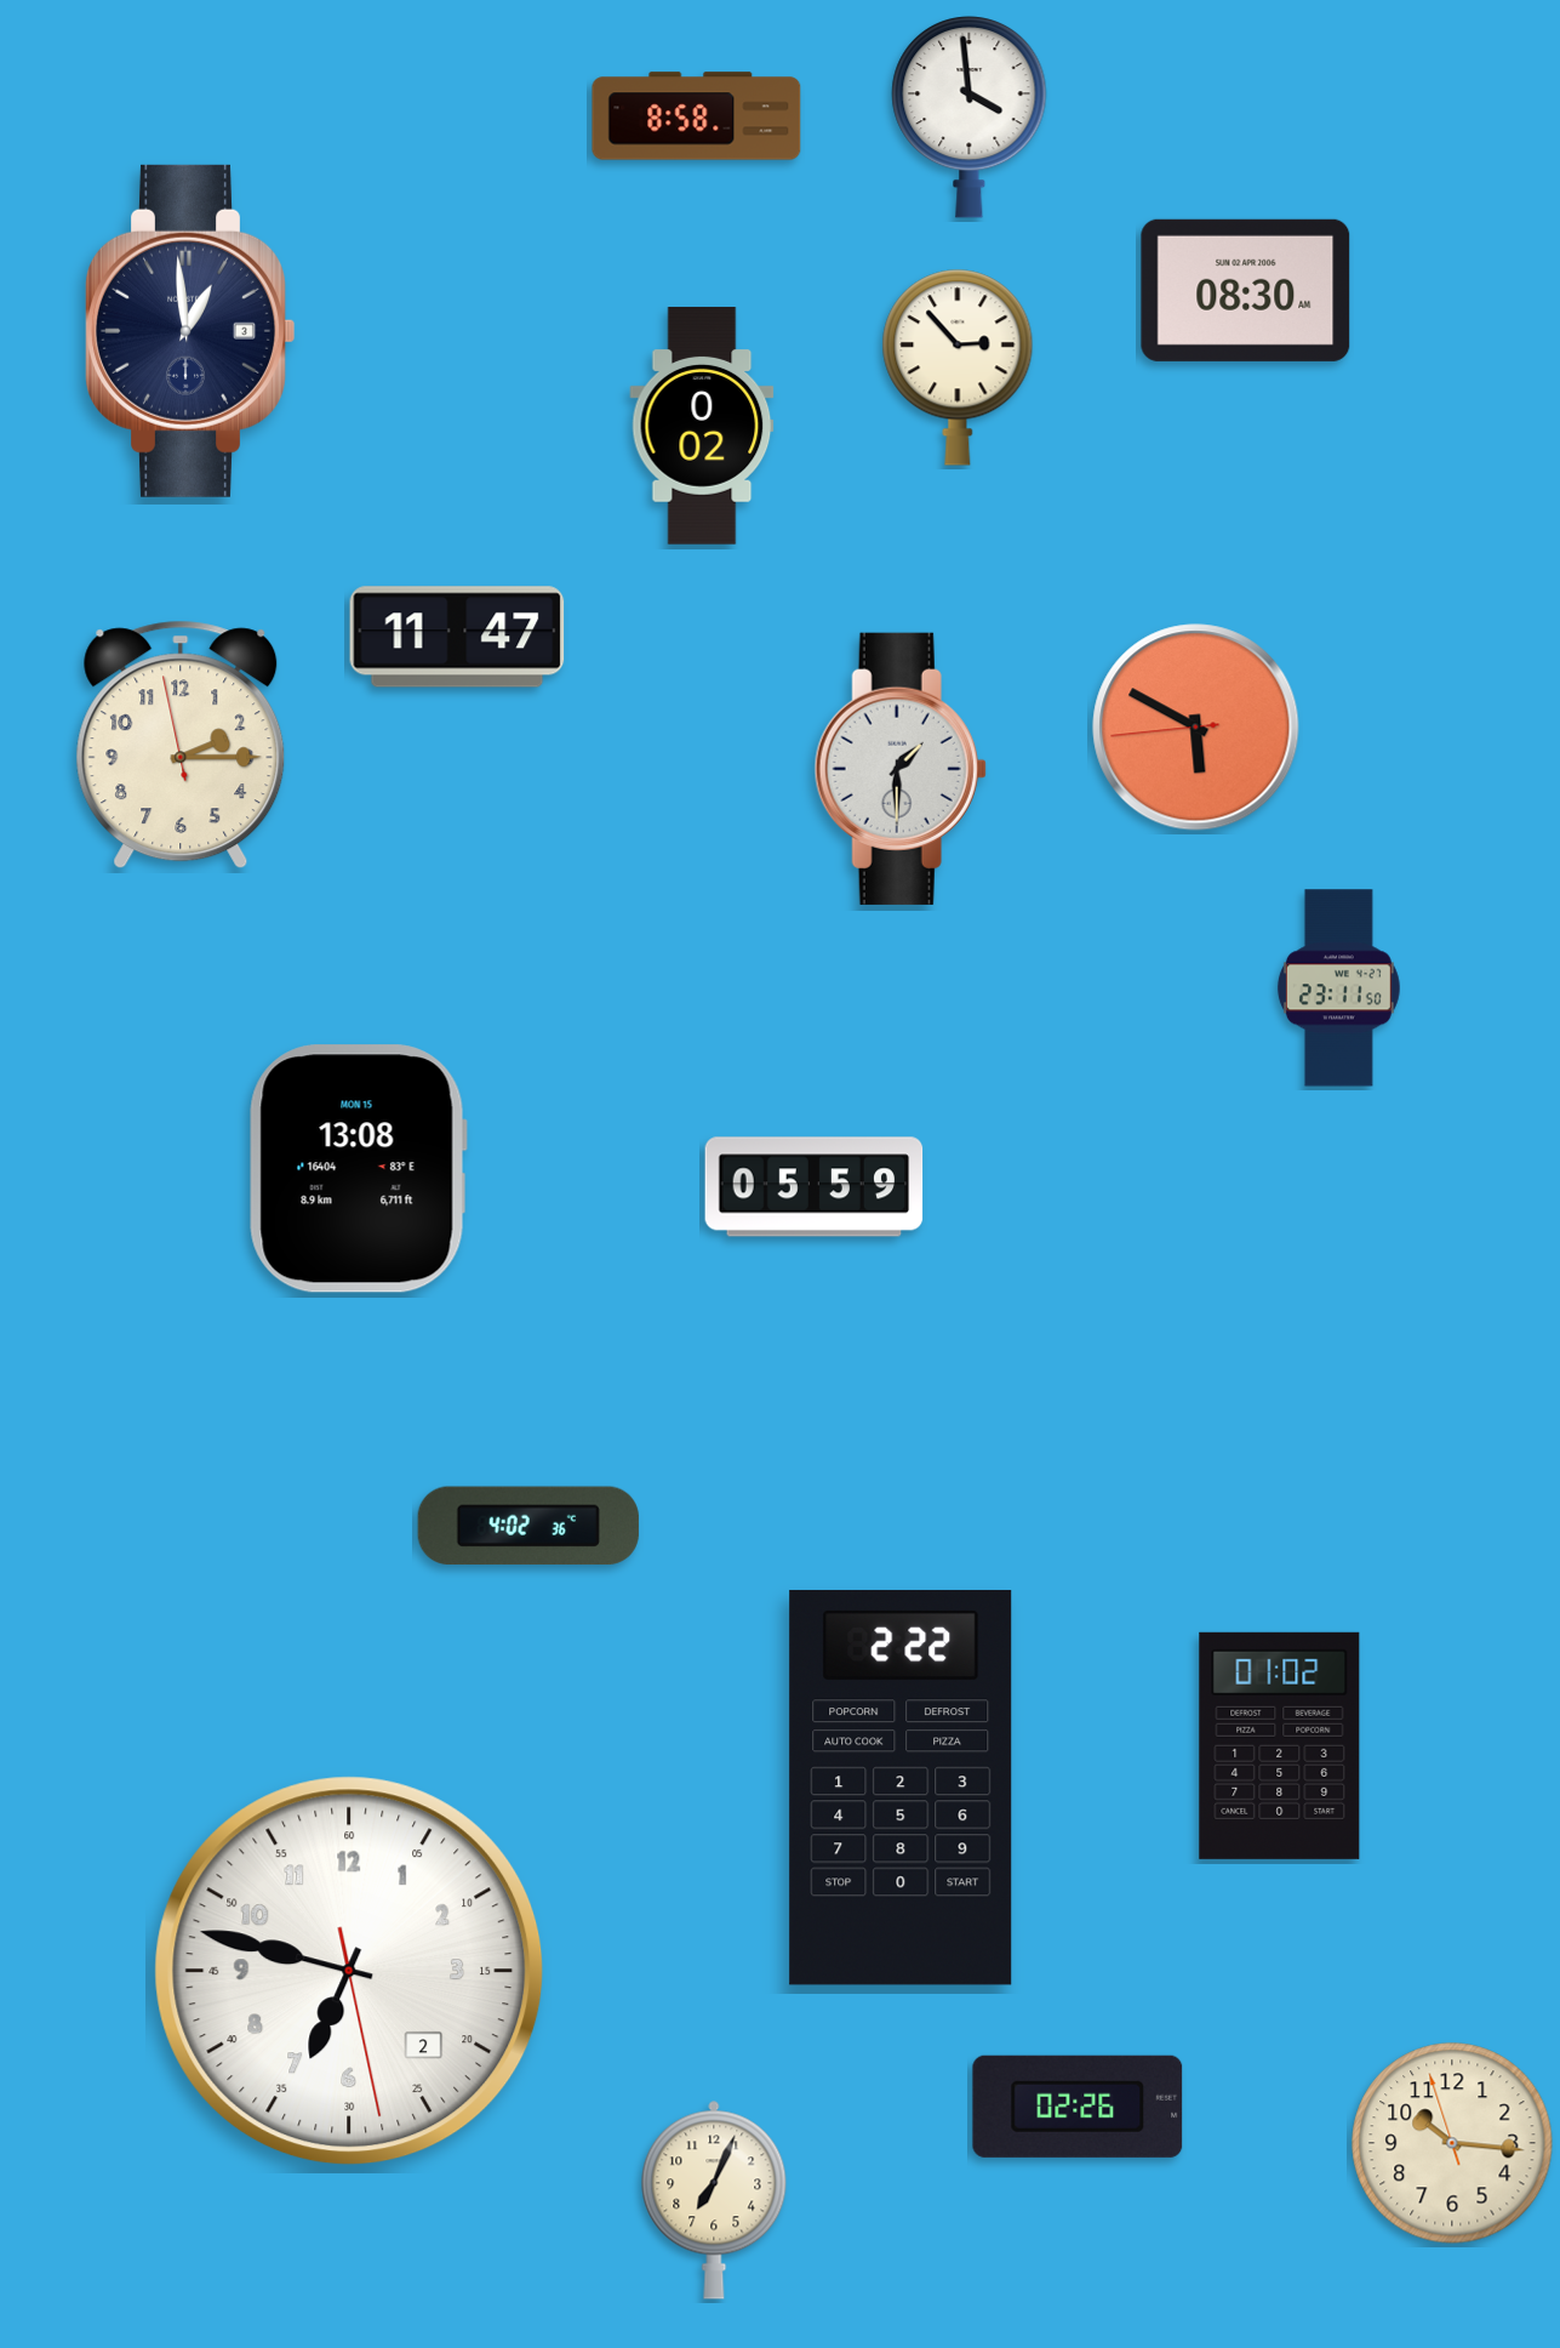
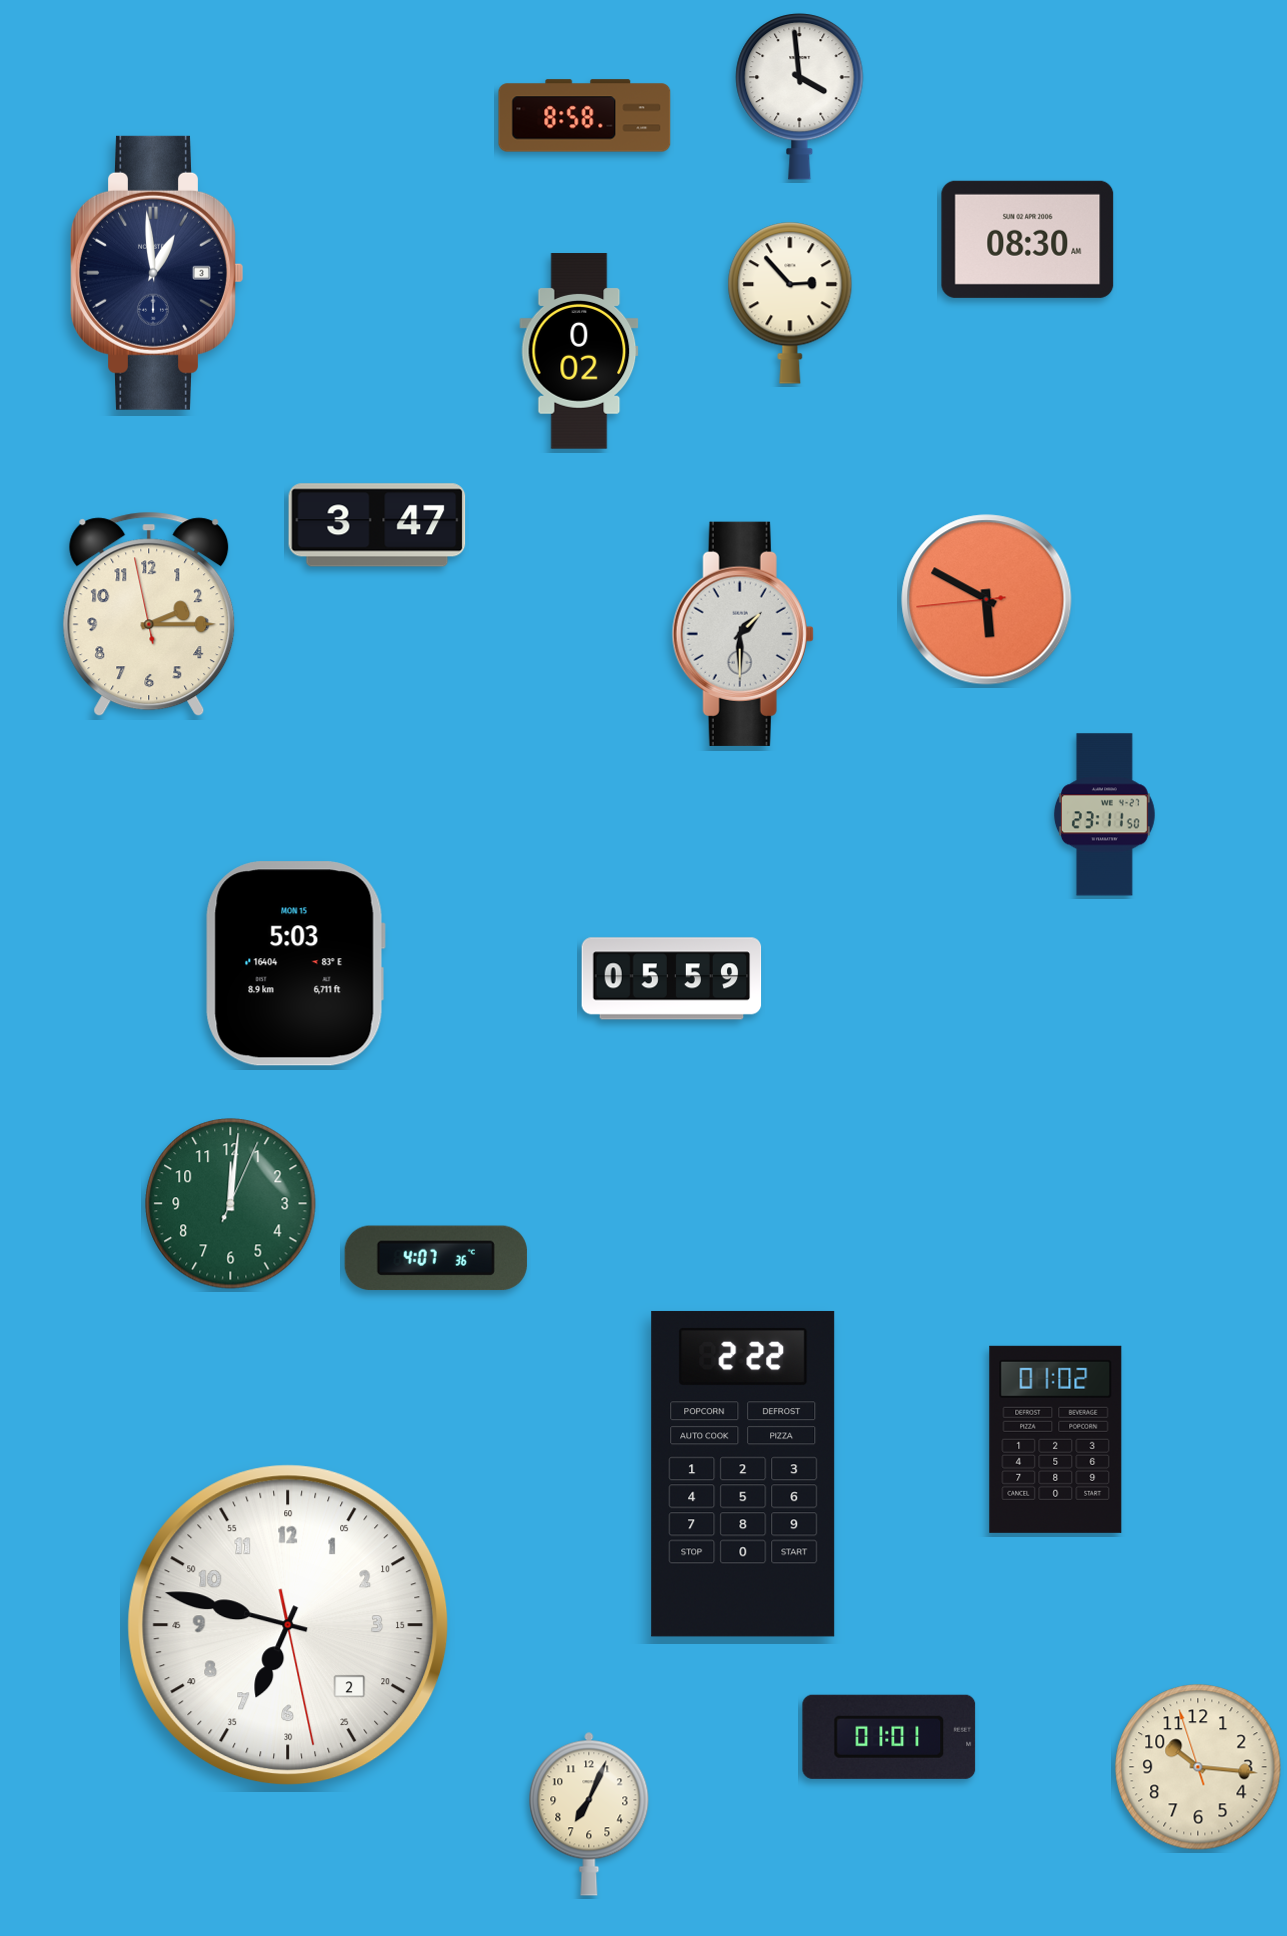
clock at (697, 116) position: (697, 116) -> (585, 116)
clock at (457, 637): 11:47 -> 3:47
clock at (358, 1169): 13:08 -> 5:03
clock at (231, 1204): none -> 12:01
clock at (528, 1526): 4:02 -> 4:07
clock at (1078, 2107): 02:26 -> 01:01
